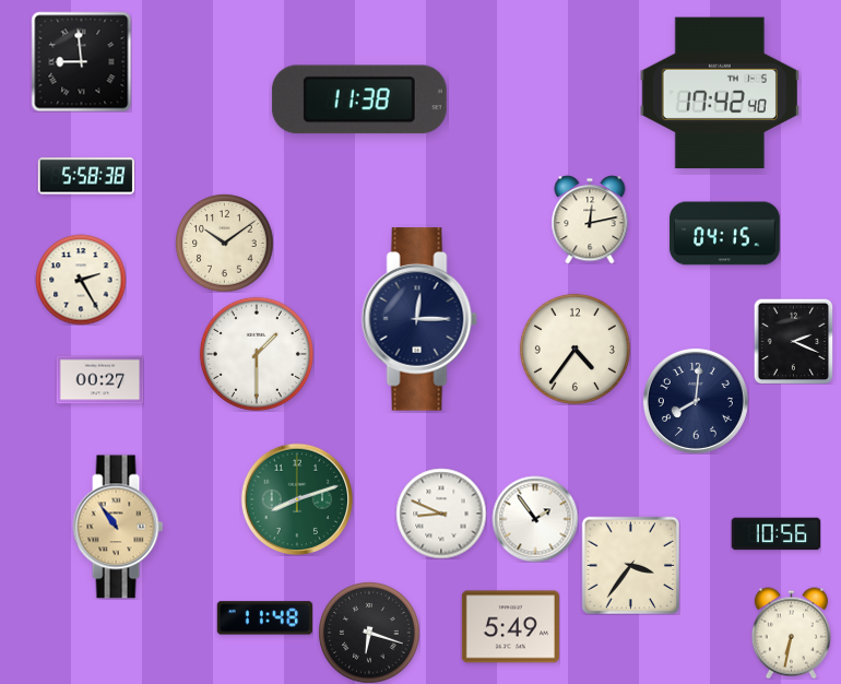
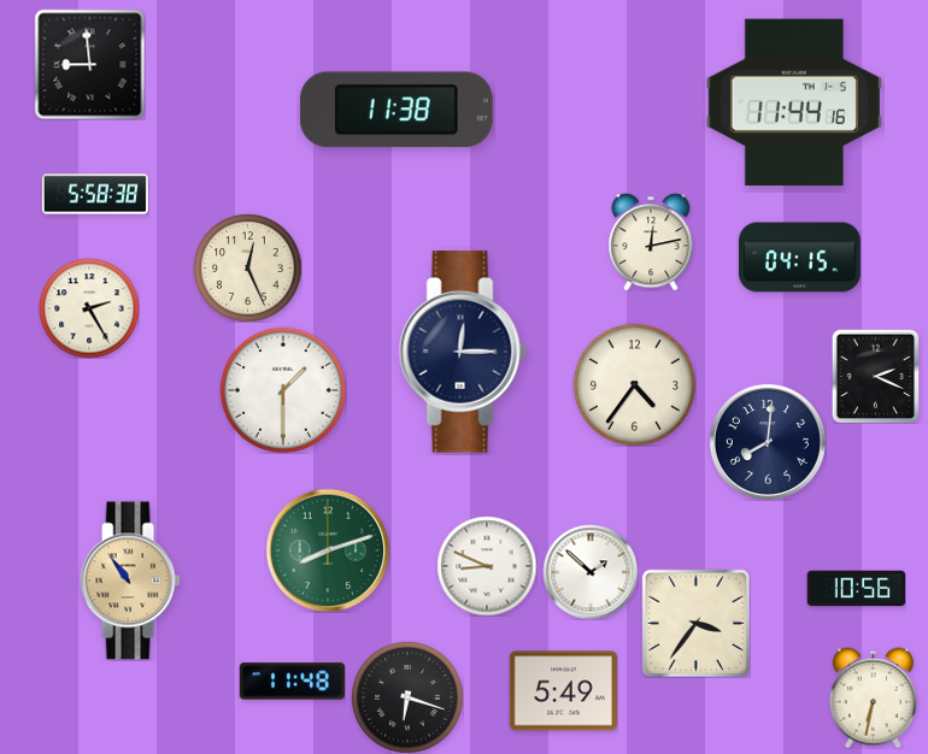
clock at (81, 61) position: (81, 61) -> (89, 64)
clock at (720, 93): 17:42 -> 11:44
clock at (224, 243): 10:09 -> 12:26
clock at (99, 380): 00:27 -> none
clock at (535, 519): 1:54 -> 1:52
